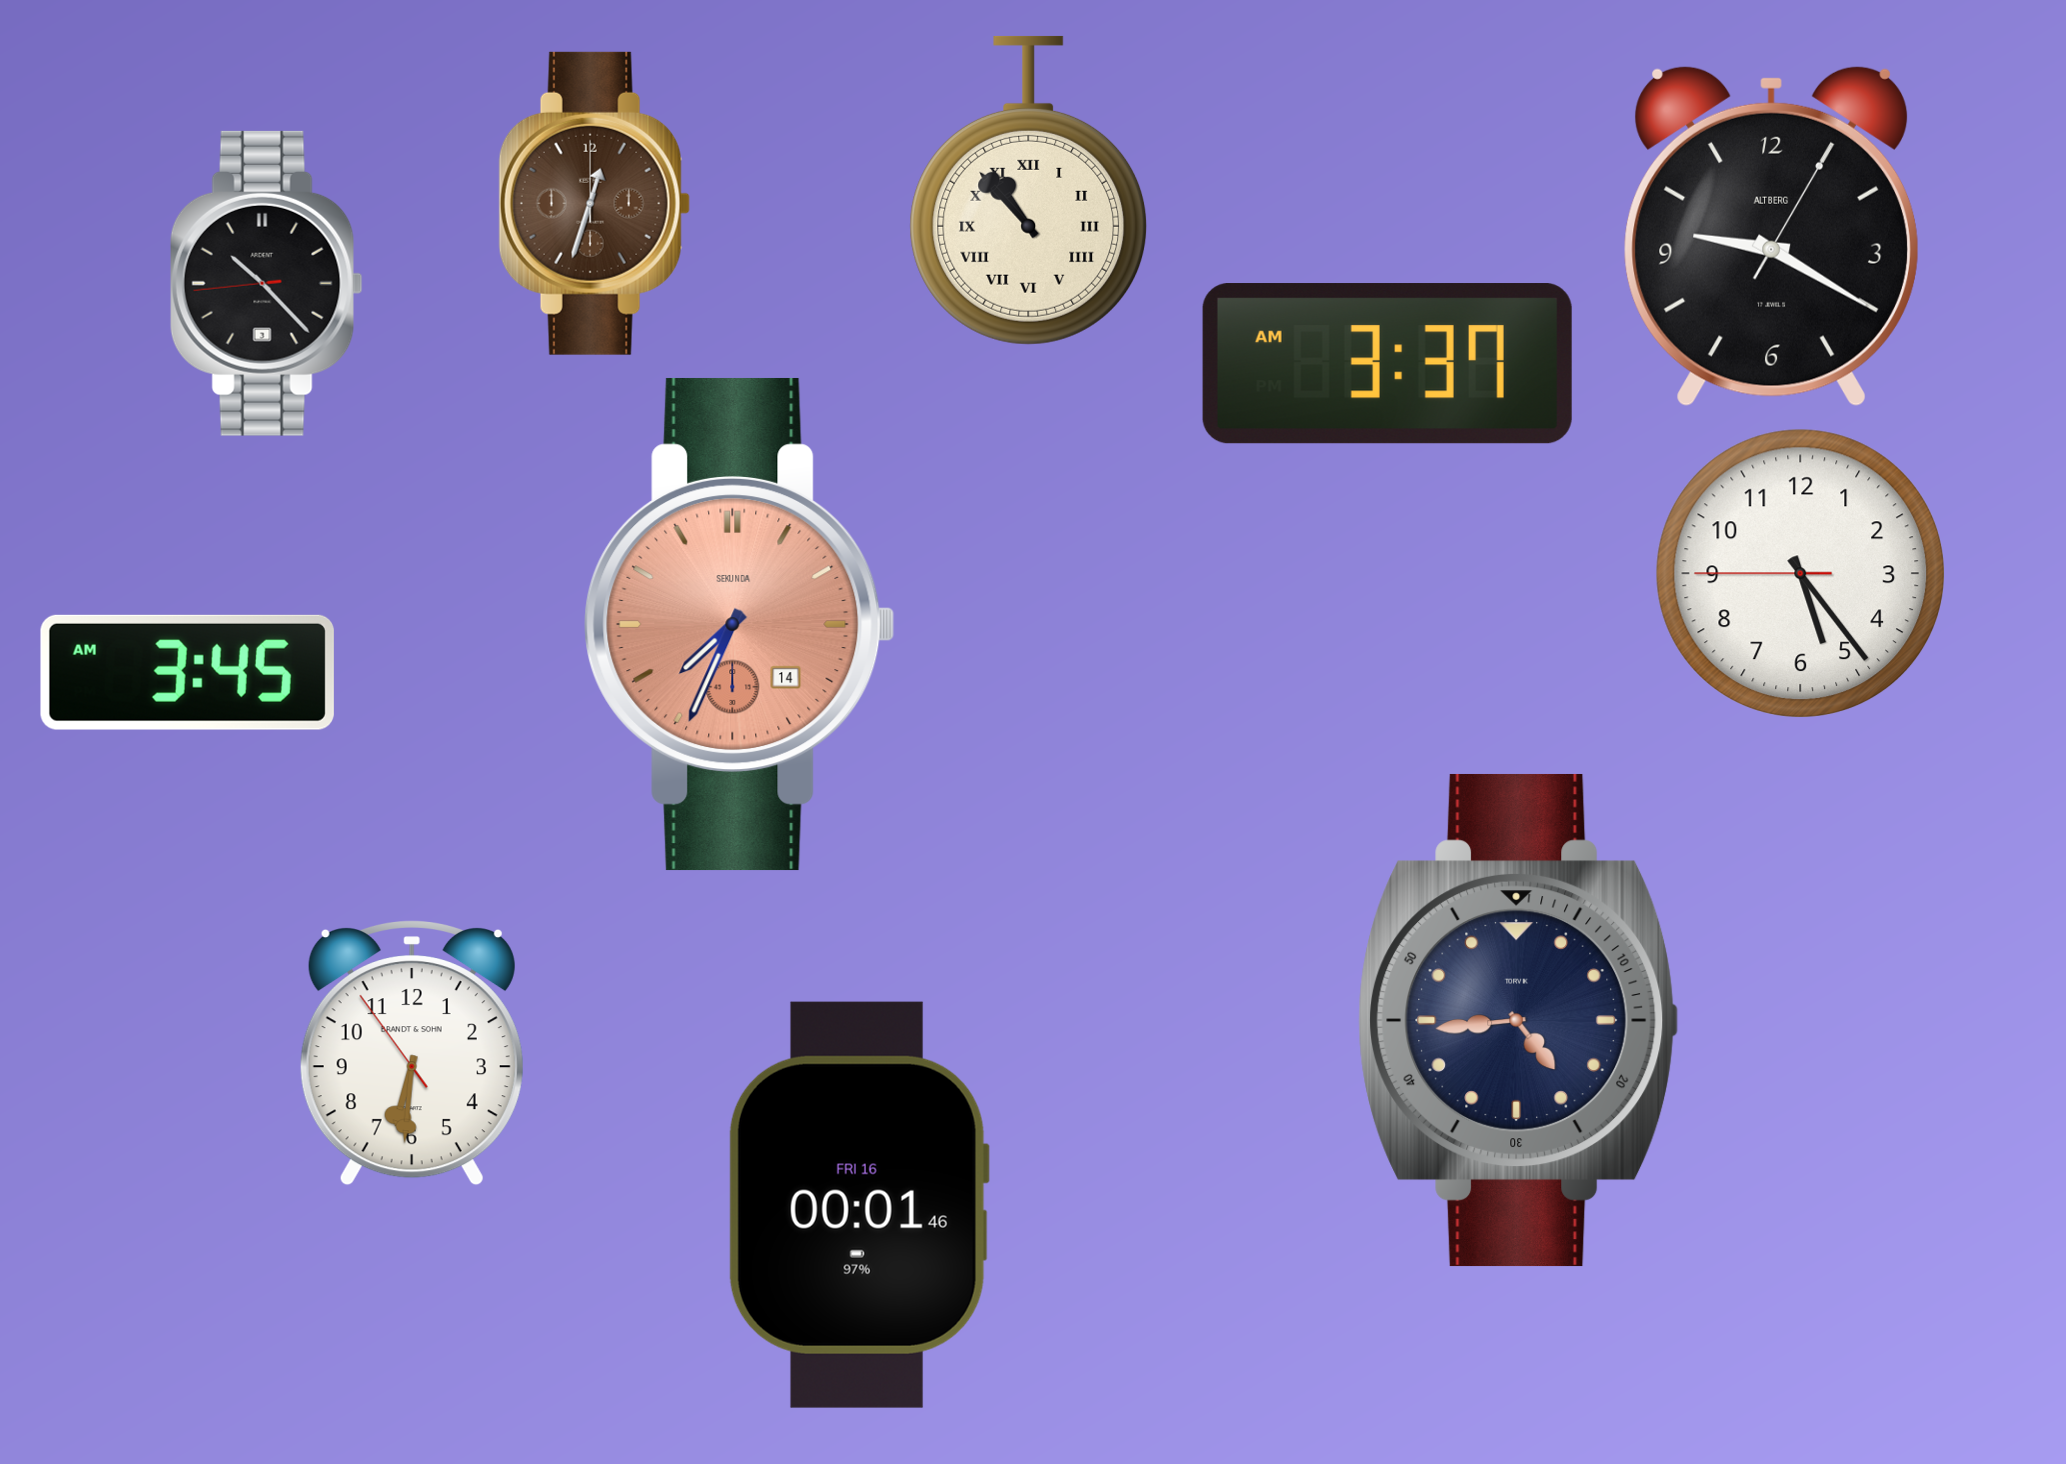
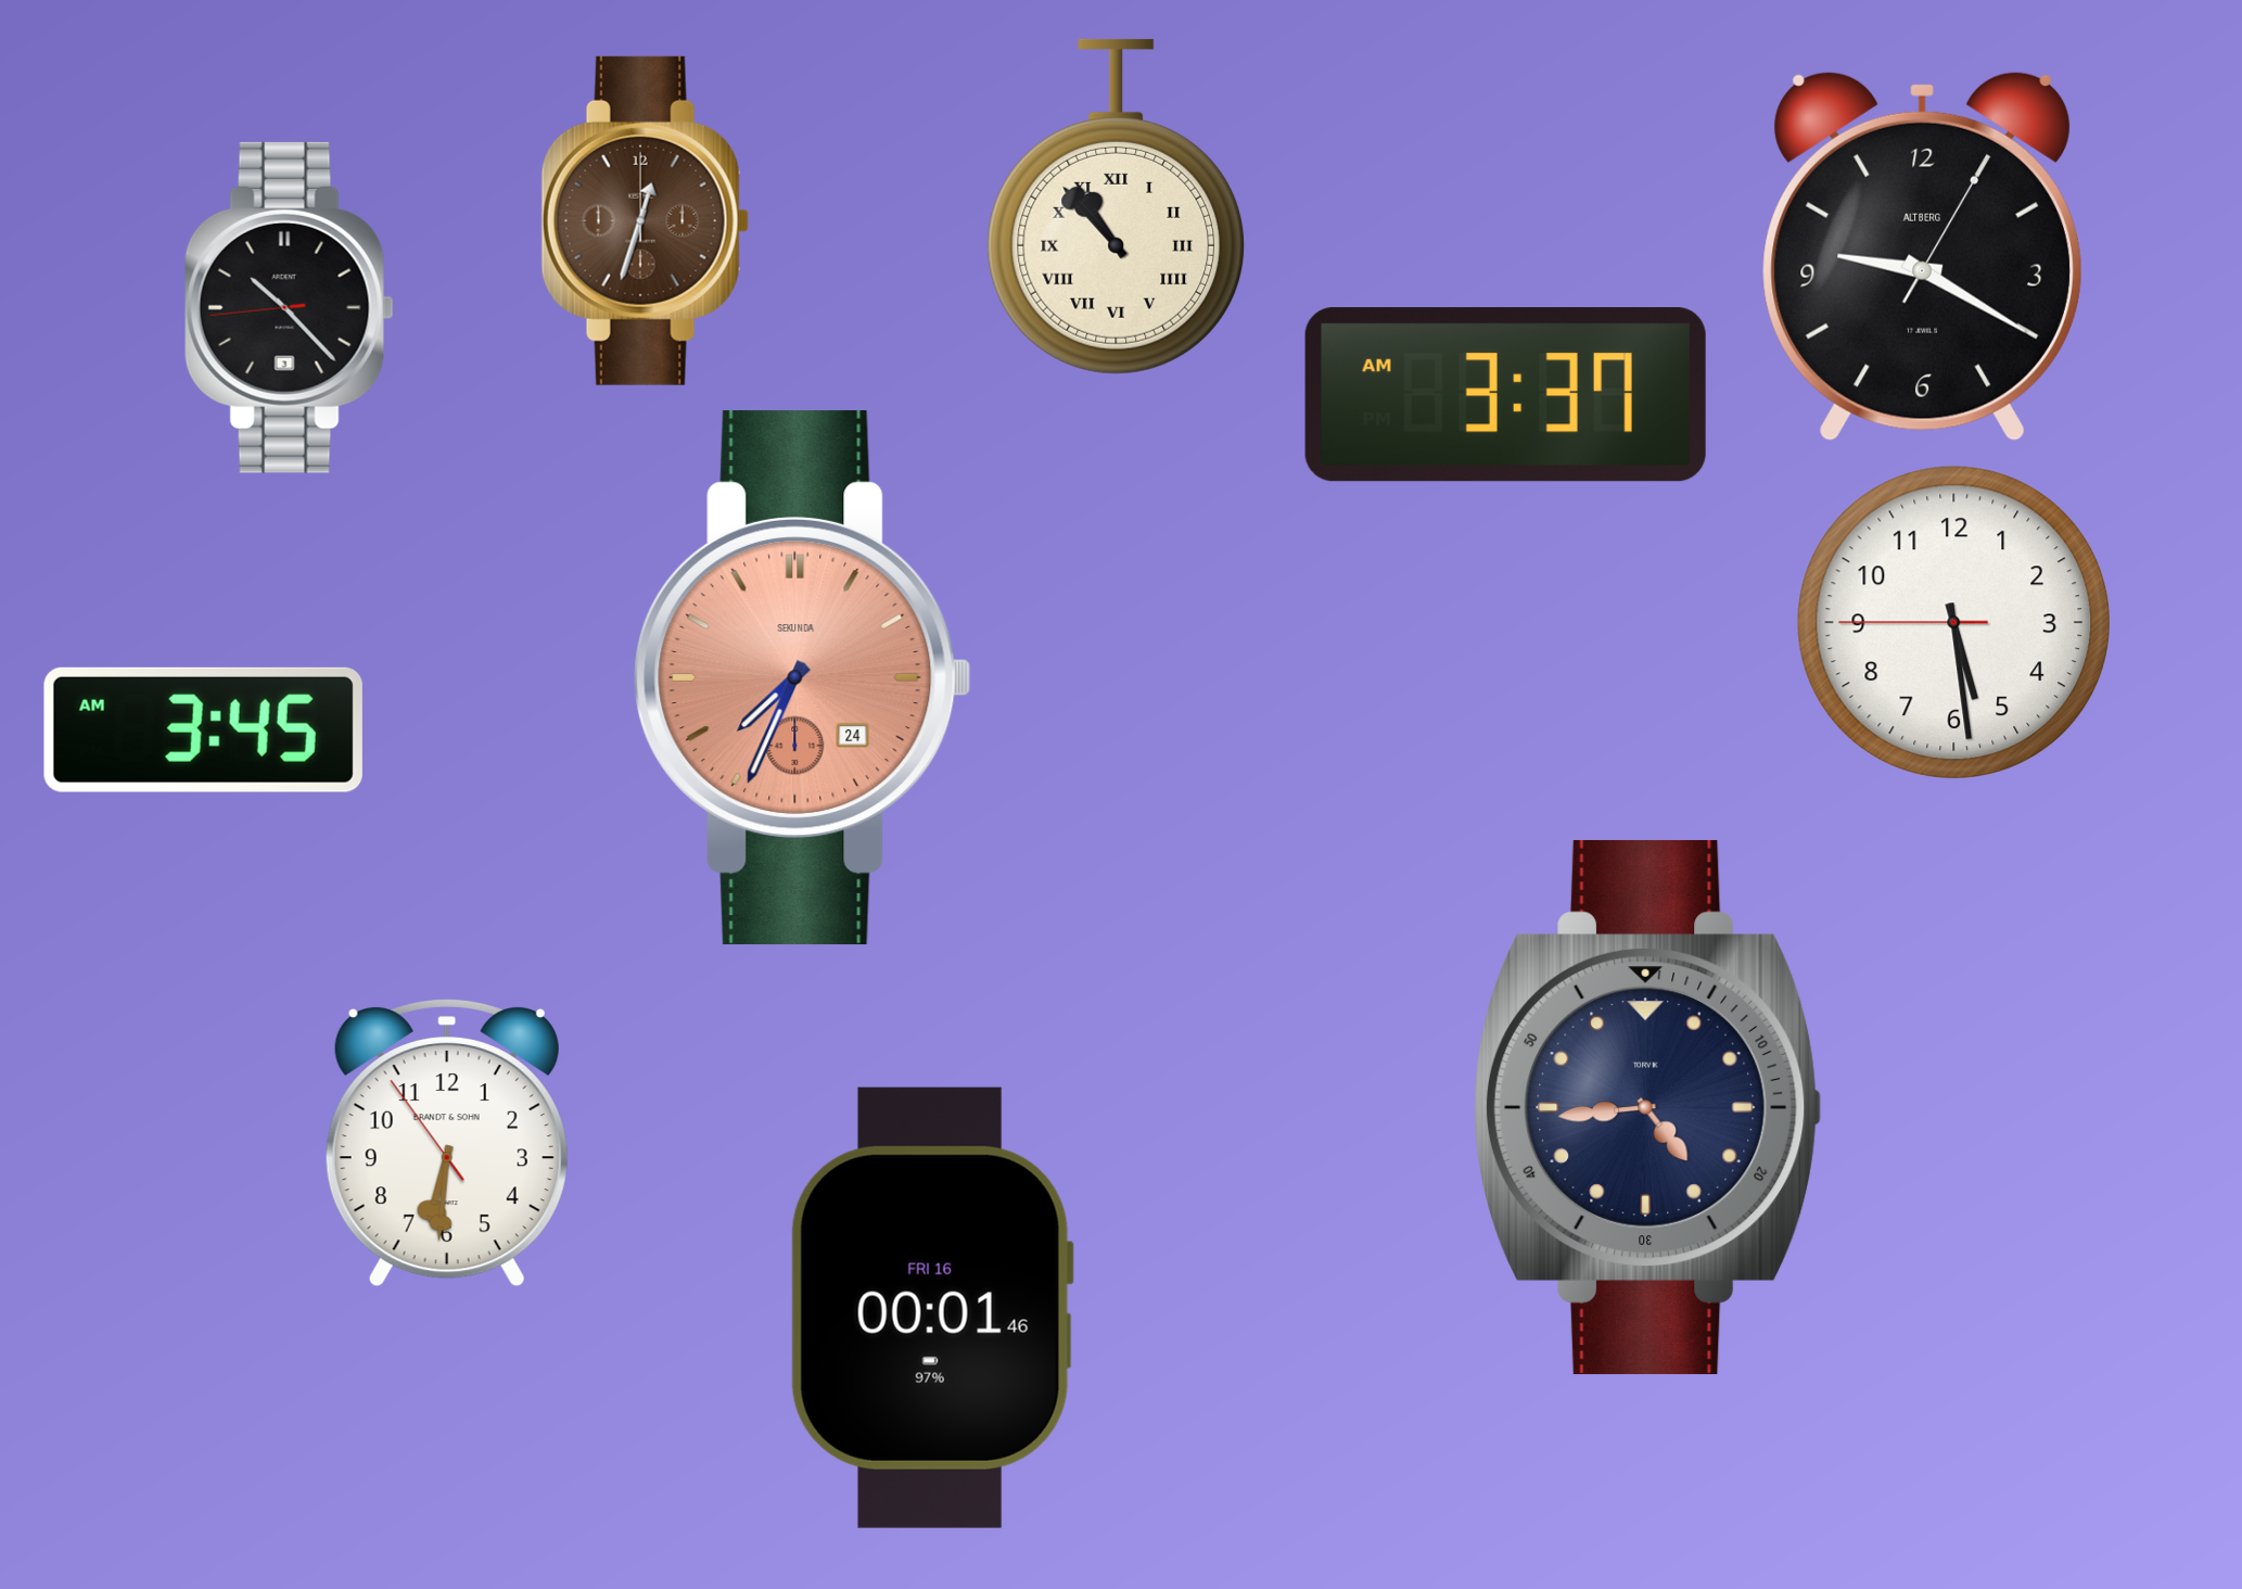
clock at (1800, 573): 5:23 -> 5:28
clock at (740, 624) date: 14 -> 24
